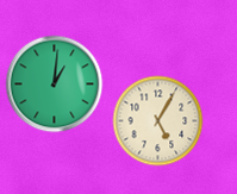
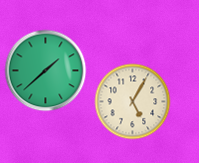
clock at (55, 85): 1:01 -> 1:38
